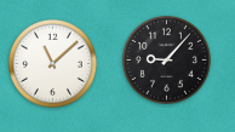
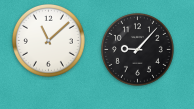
clock at (52, 63) position: (52, 63) -> (48, 40)
